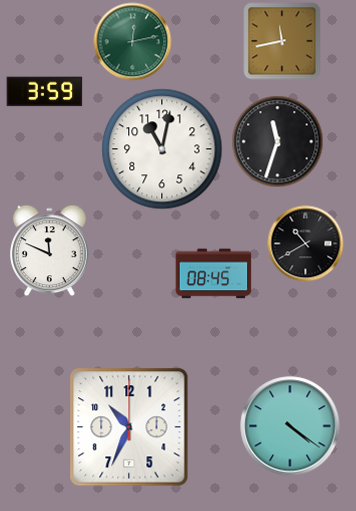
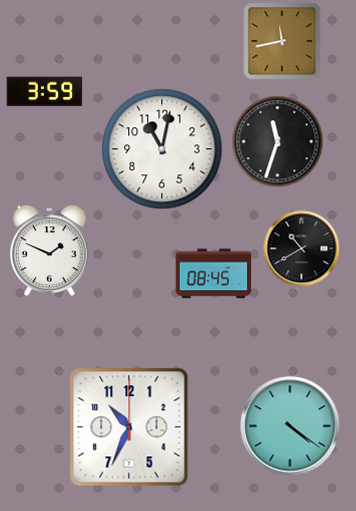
clock at (133, 42): 12:13 -> none
clock at (306, 244) position: (306, 244) -> (302, 249)
clock at (50, 251): 11:49 -> 1:49
